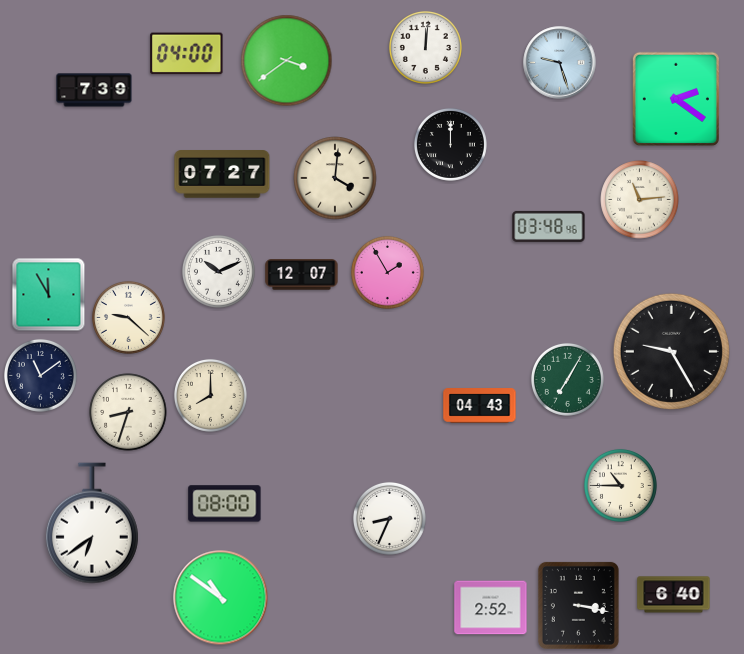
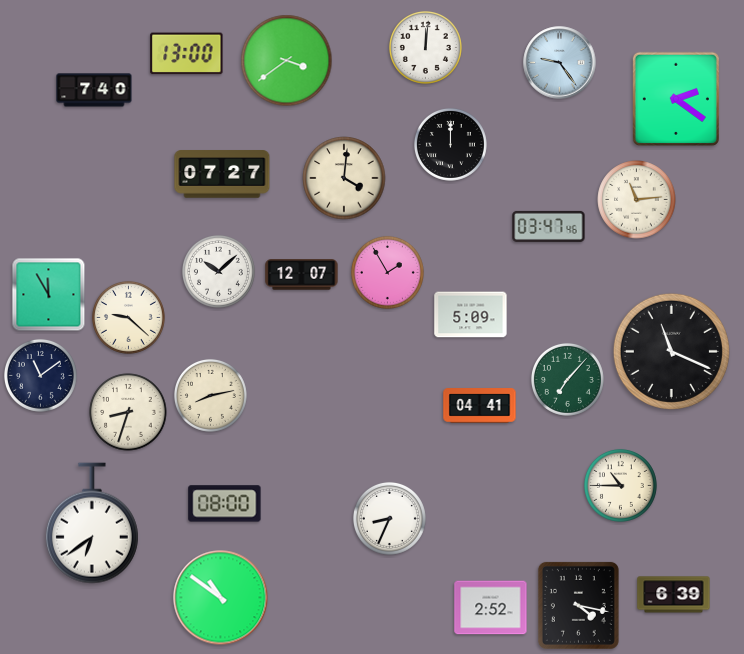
clock at (187, 54): 04:00 -> 13:00
clock at (560, 63): 9:27 -> 9:24
clock at (94, 90): 7:39 -> 7:40
clock at (335, 178) position: (335, 178) -> (344, 178)
clock at (640, 200) position: (640, 200) -> (637, 200)
clock at (549, 226): 03:48 -> 03:47
clock at (218, 271): 10:11 -> 10:08
clock at (471, 315): none -> 5:09
clock at (671, 351): 9:25 -> 11:19
clock at (567, 379): 7:05 -> 7:07
clock at (210, 395): 8:00 -> 8:13
clock at (480, 406): 04:43 -> 04:41
clock at (674, 595): 6:40 -> 6:39
clock at (578, 605): 3:17 -> 4:17
